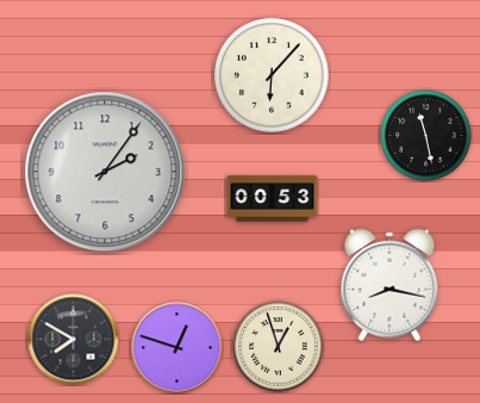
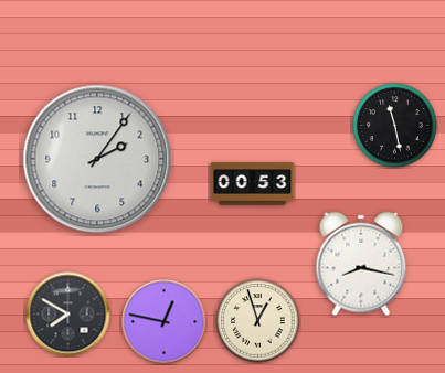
clock at (272, 75): 6:07 -> none
clock at (177, 348): 12:48 -> 12:47
